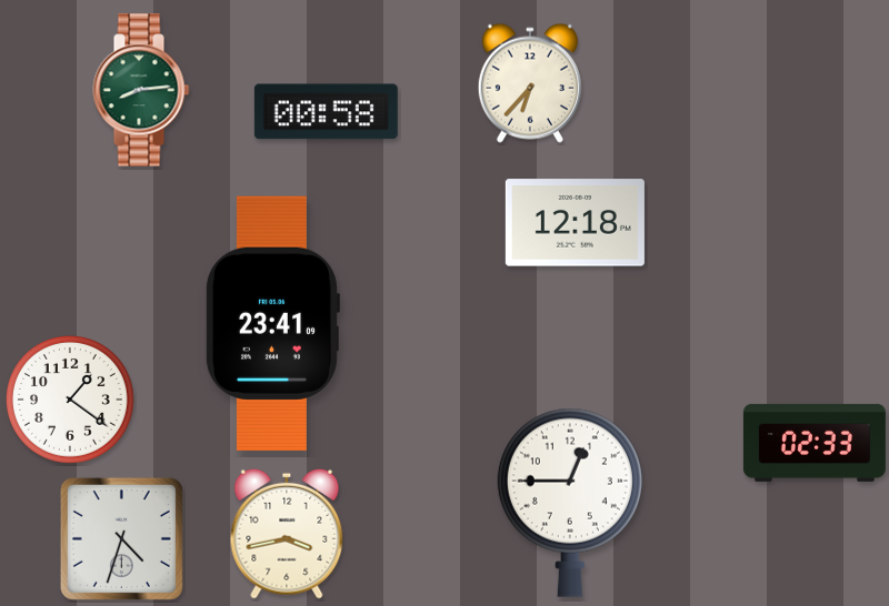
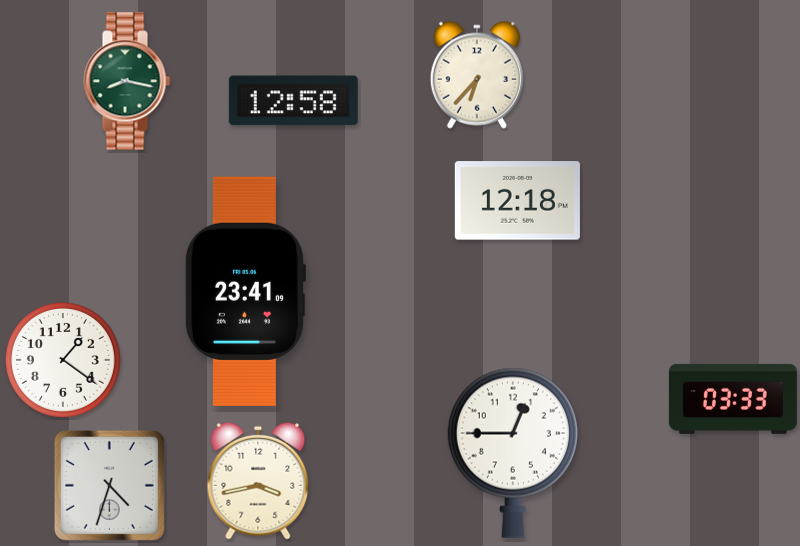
clock at (141, 90): 8:14 -> 8:17
clock at (326, 112): 00:58 -> 12:58
clock at (815, 443): 02:33 -> 03:33
